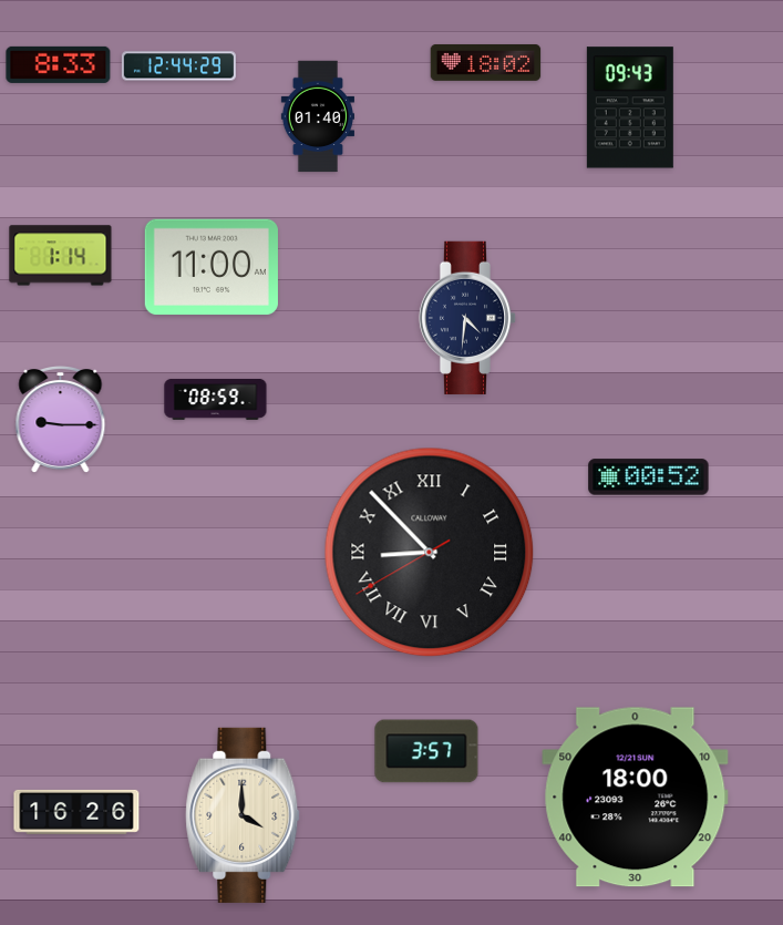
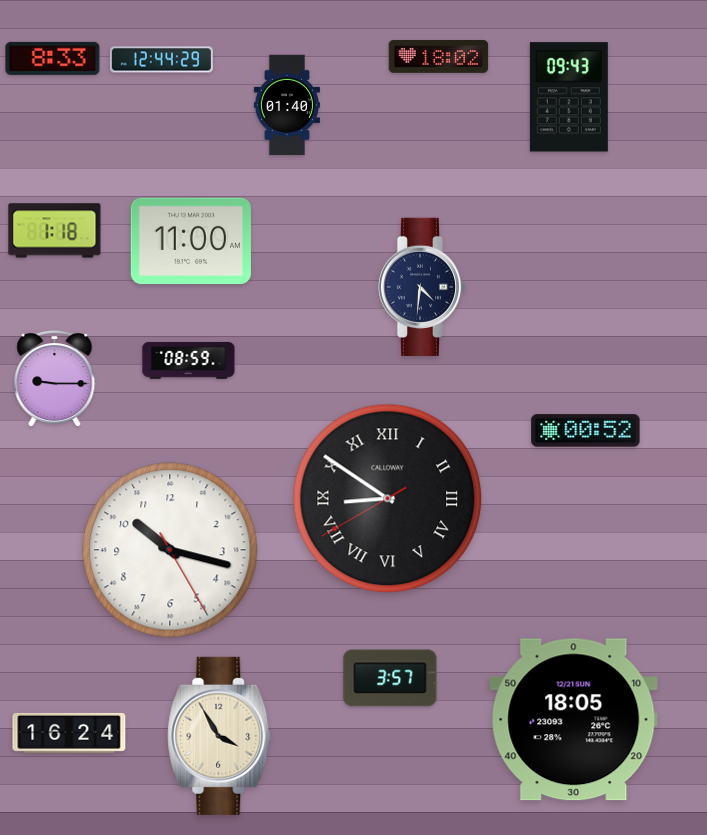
clock at (61, 256): 1:14 -> 1:18
clock at (216, 399) position: (216, 399) -> (189, 360)
clock at (430, 553): 8:52 -> 8:50
clock at (170, 550): none -> 10:17
clock at (426, 751) position: (426, 751) -> (390, 678)
clock at (636, 798): 18:00 -> 18:05
clock at (76, 812): 16:26 -> 16:24
clock at (243, 815): 4:00 -> 3:55
